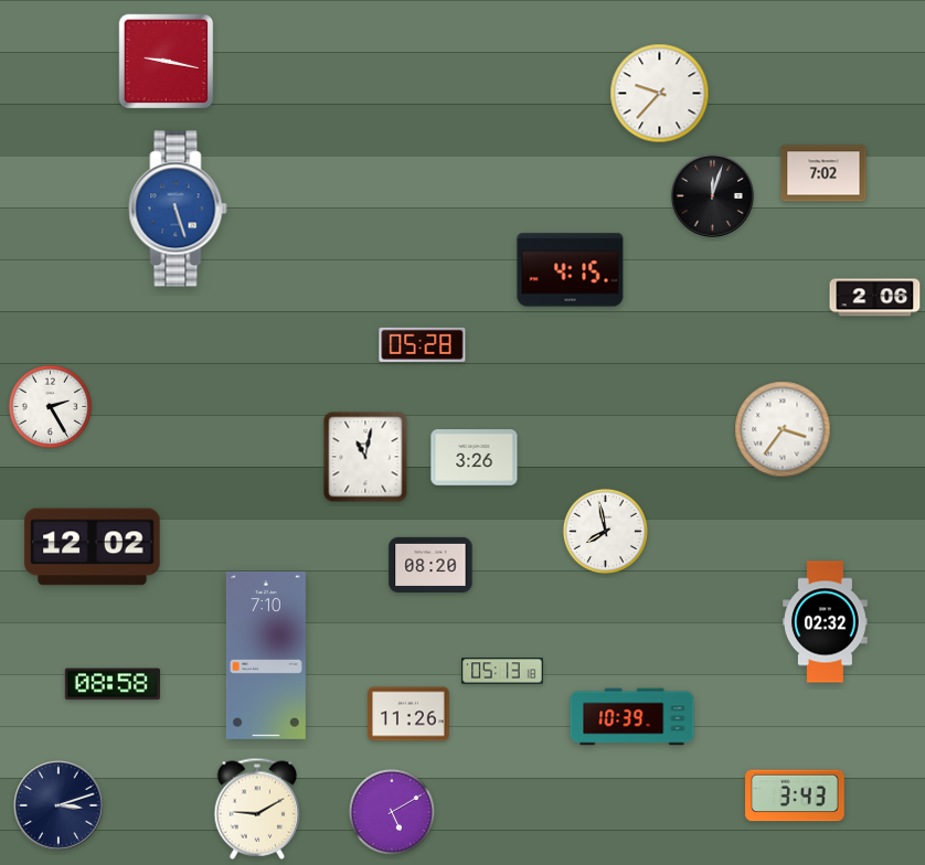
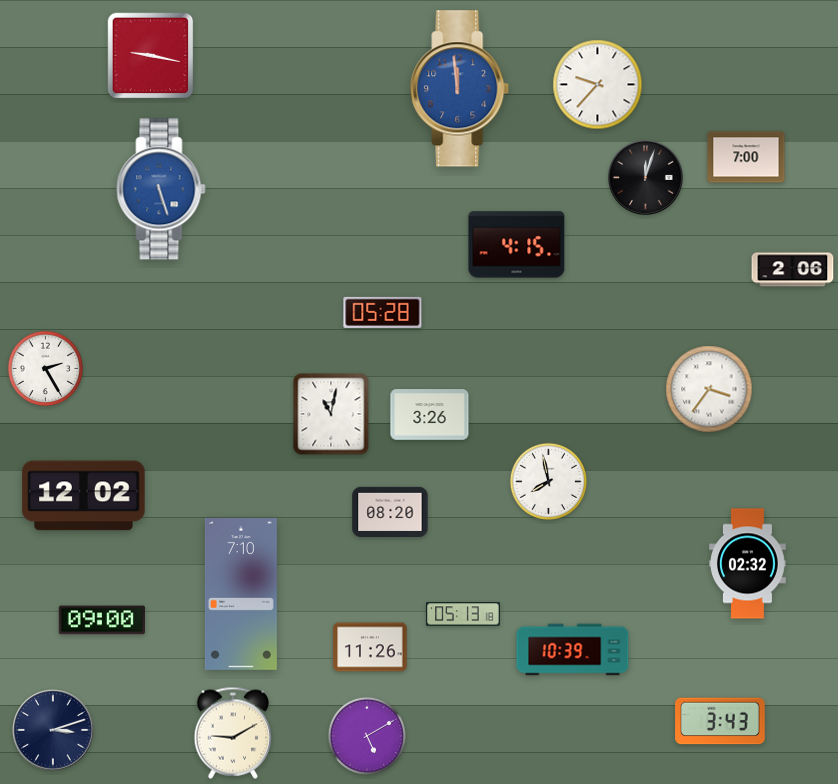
clock at (460, 89): none -> 11:59
clock at (823, 173): 7:02 -> 7:00
clock at (502, 671) position: (502, 671) -> (463, 614)
clock at (113, 684): 08:58 -> 09:00
clock at (392, 812) position: (392, 812) -> (367, 736)
